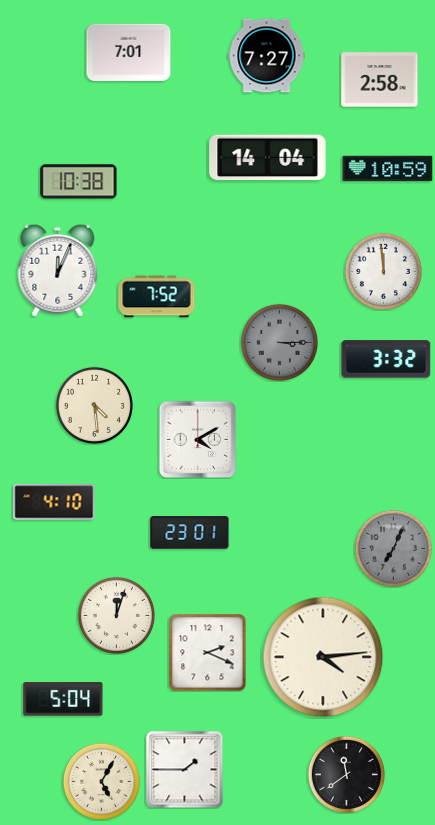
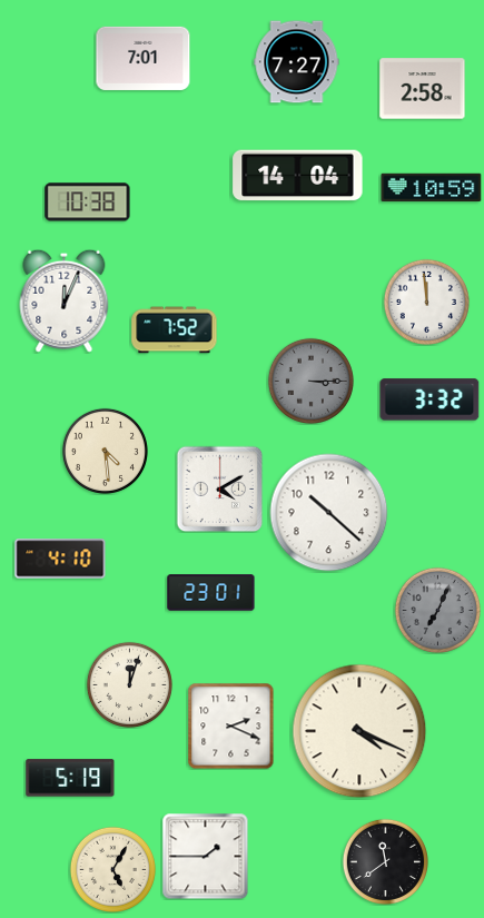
clock at (329, 513): none -> 10:22
clock at (323, 657): 4:14 -> 4:19
clock at (63, 699): 5:04 -> 5:19
